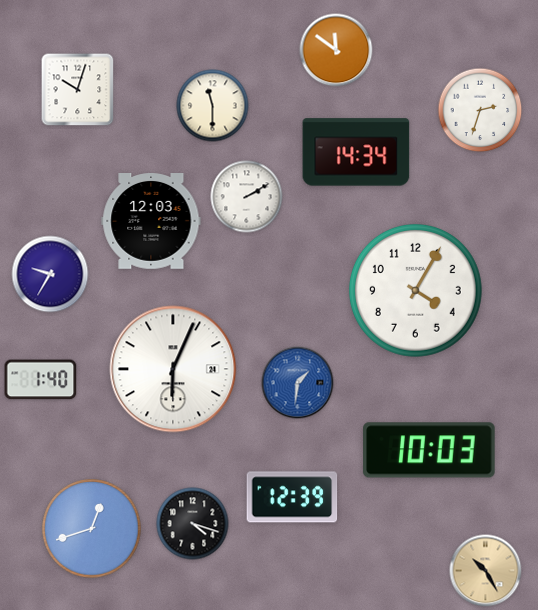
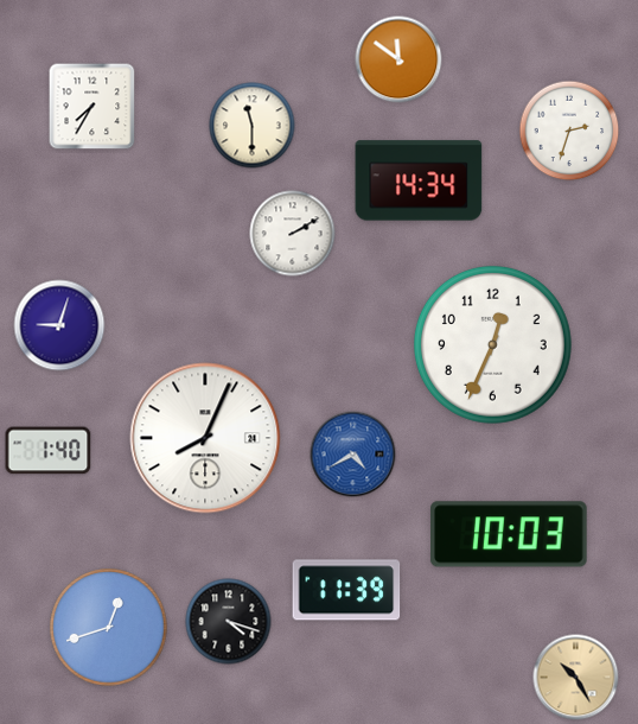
clock at (78, 90): 10:03 -> 7:35
clock at (356, 152) position: (356, 152) -> (419, 180)
clock at (151, 222): 12:03 -> none
clock at (50, 274): 9:35 -> 9:03
clock at (415, 290): 4:05 -> 12:34
clock at (173, 369): 6:04 -> 8:04
clock at (298, 383): 1:31 -> 4:40
clock at (292, 497): 12:39 -> 11:39
